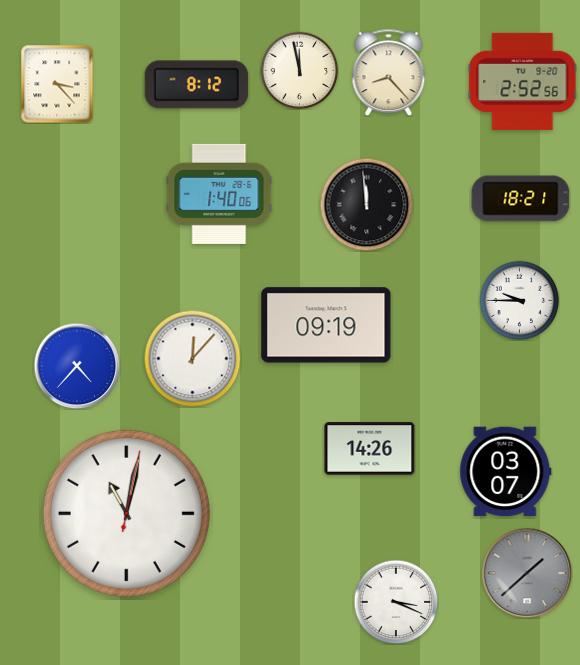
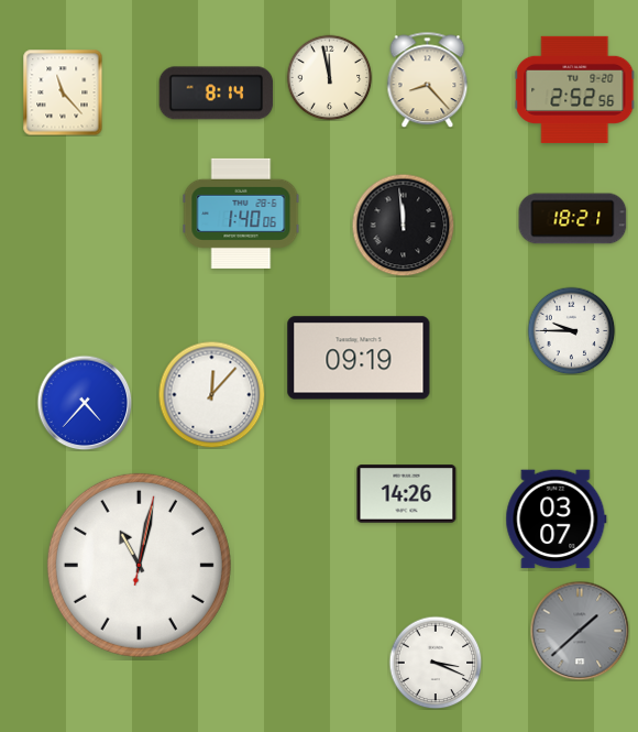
clock at (57, 84): 3:23 -> 11:23
clock at (197, 85): 8:12 -> 8:14
